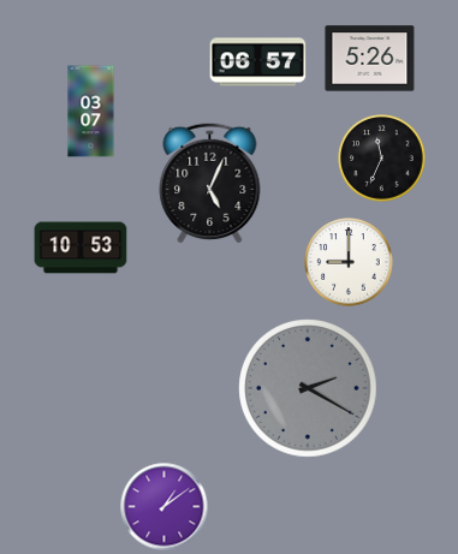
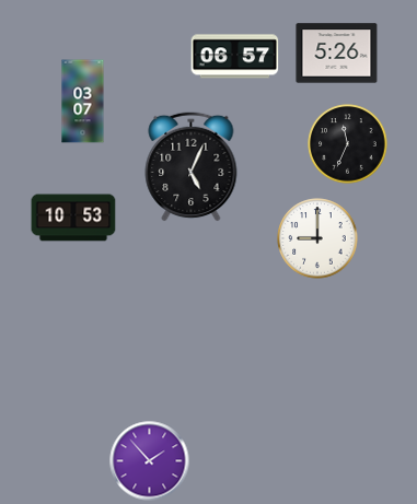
clock at (81, 248) position: (81, 248) -> (73, 218)
clock at (308, 388): 2:20 -> none
clock at (165, 507): 1:09 -> 1:53
